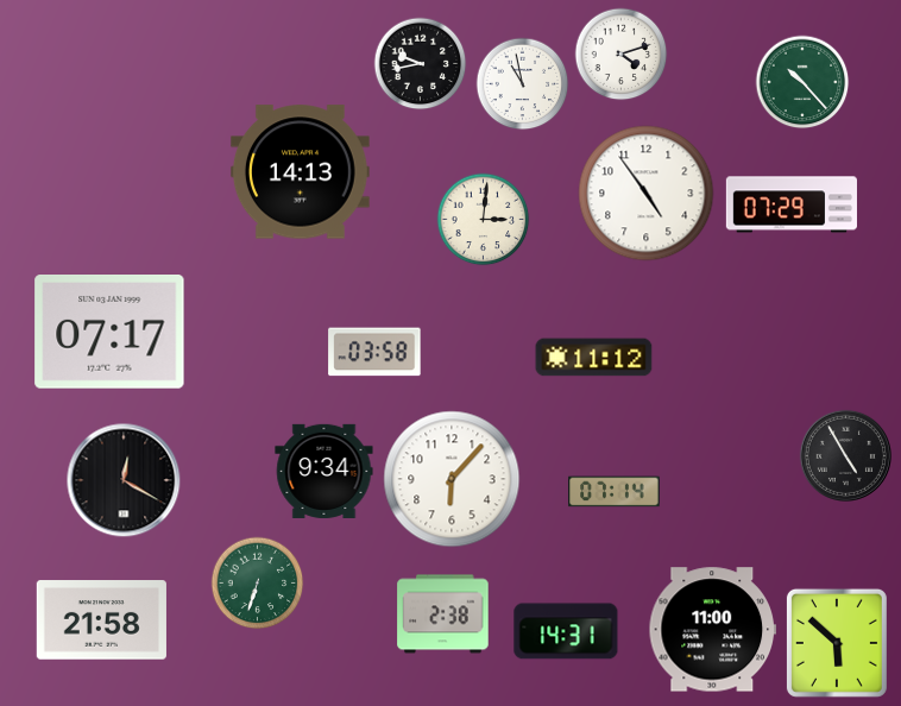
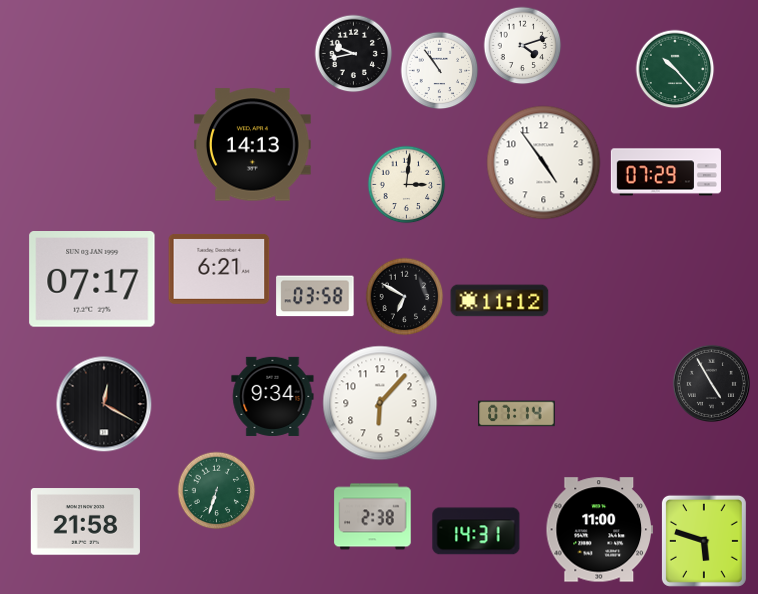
clock at (522, 83): 10:58 -> 10:54
clock at (219, 269): none -> 6:21
clock at (404, 296): none -> 6:50
clock at (837, 643): 5:52 -> 5:48
